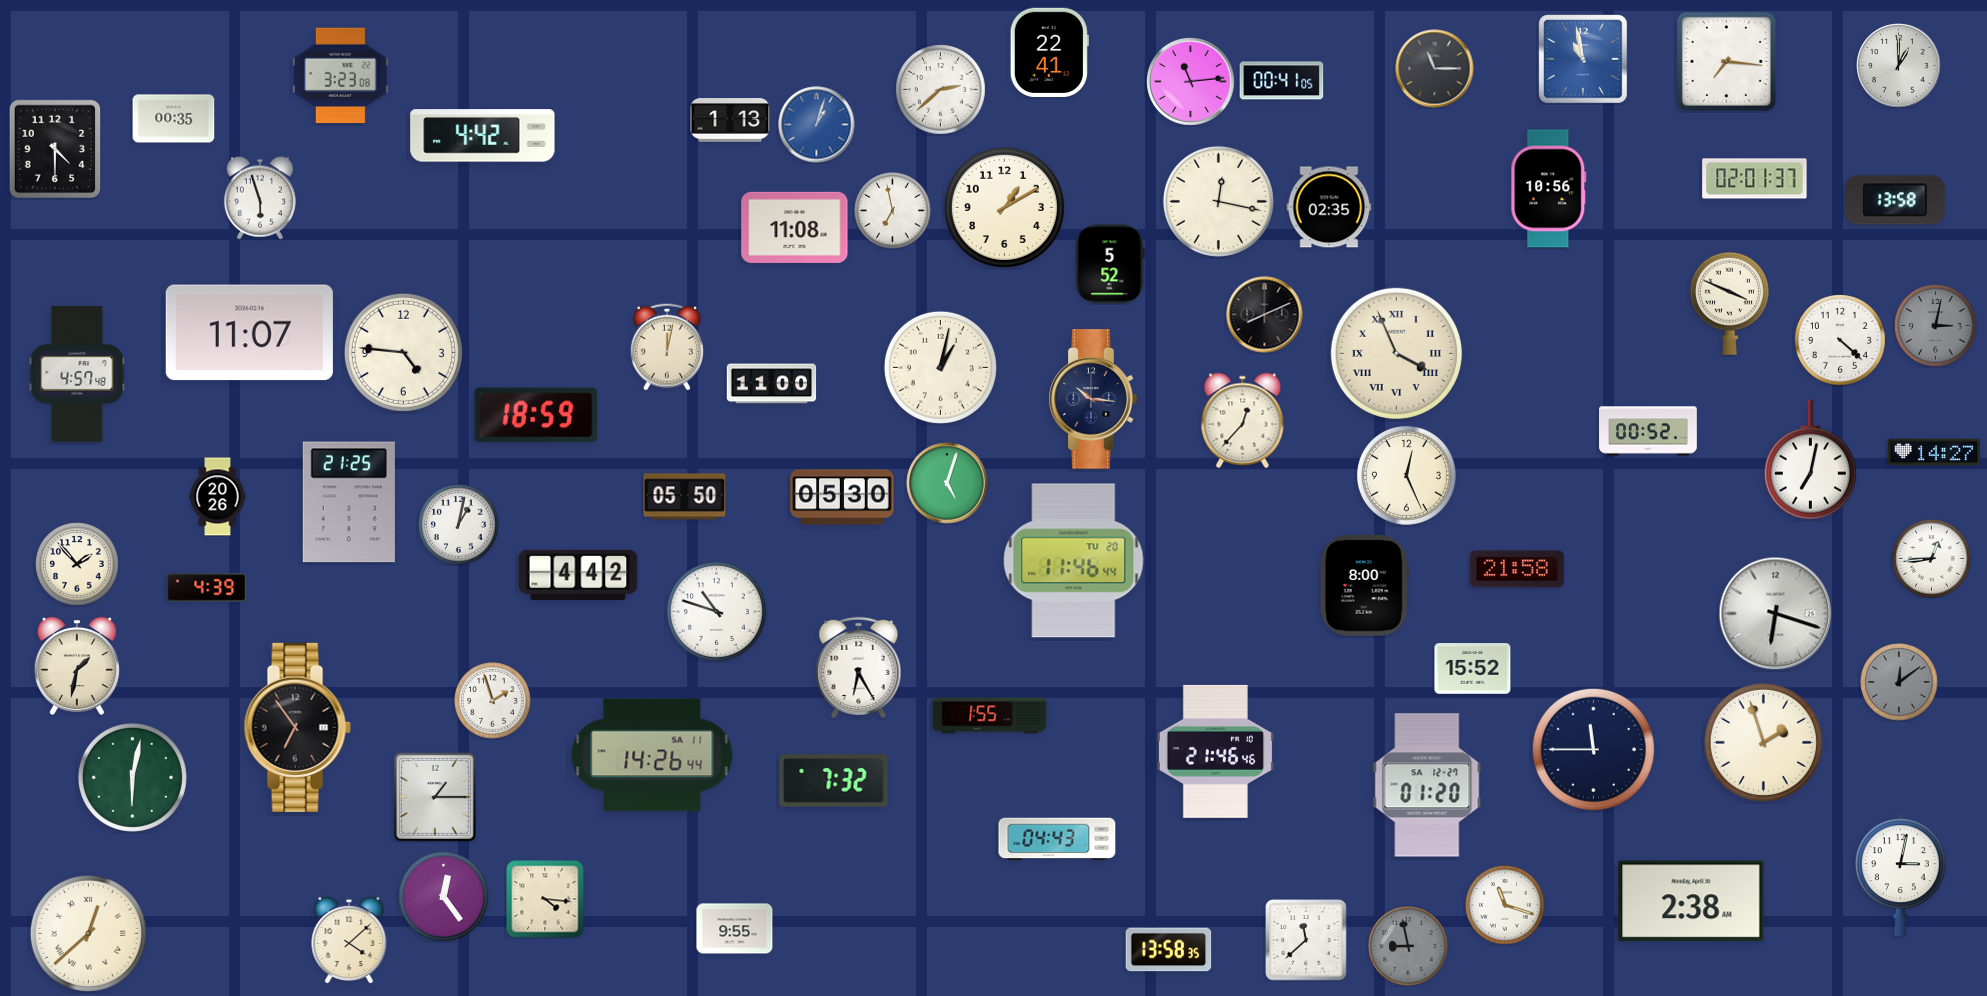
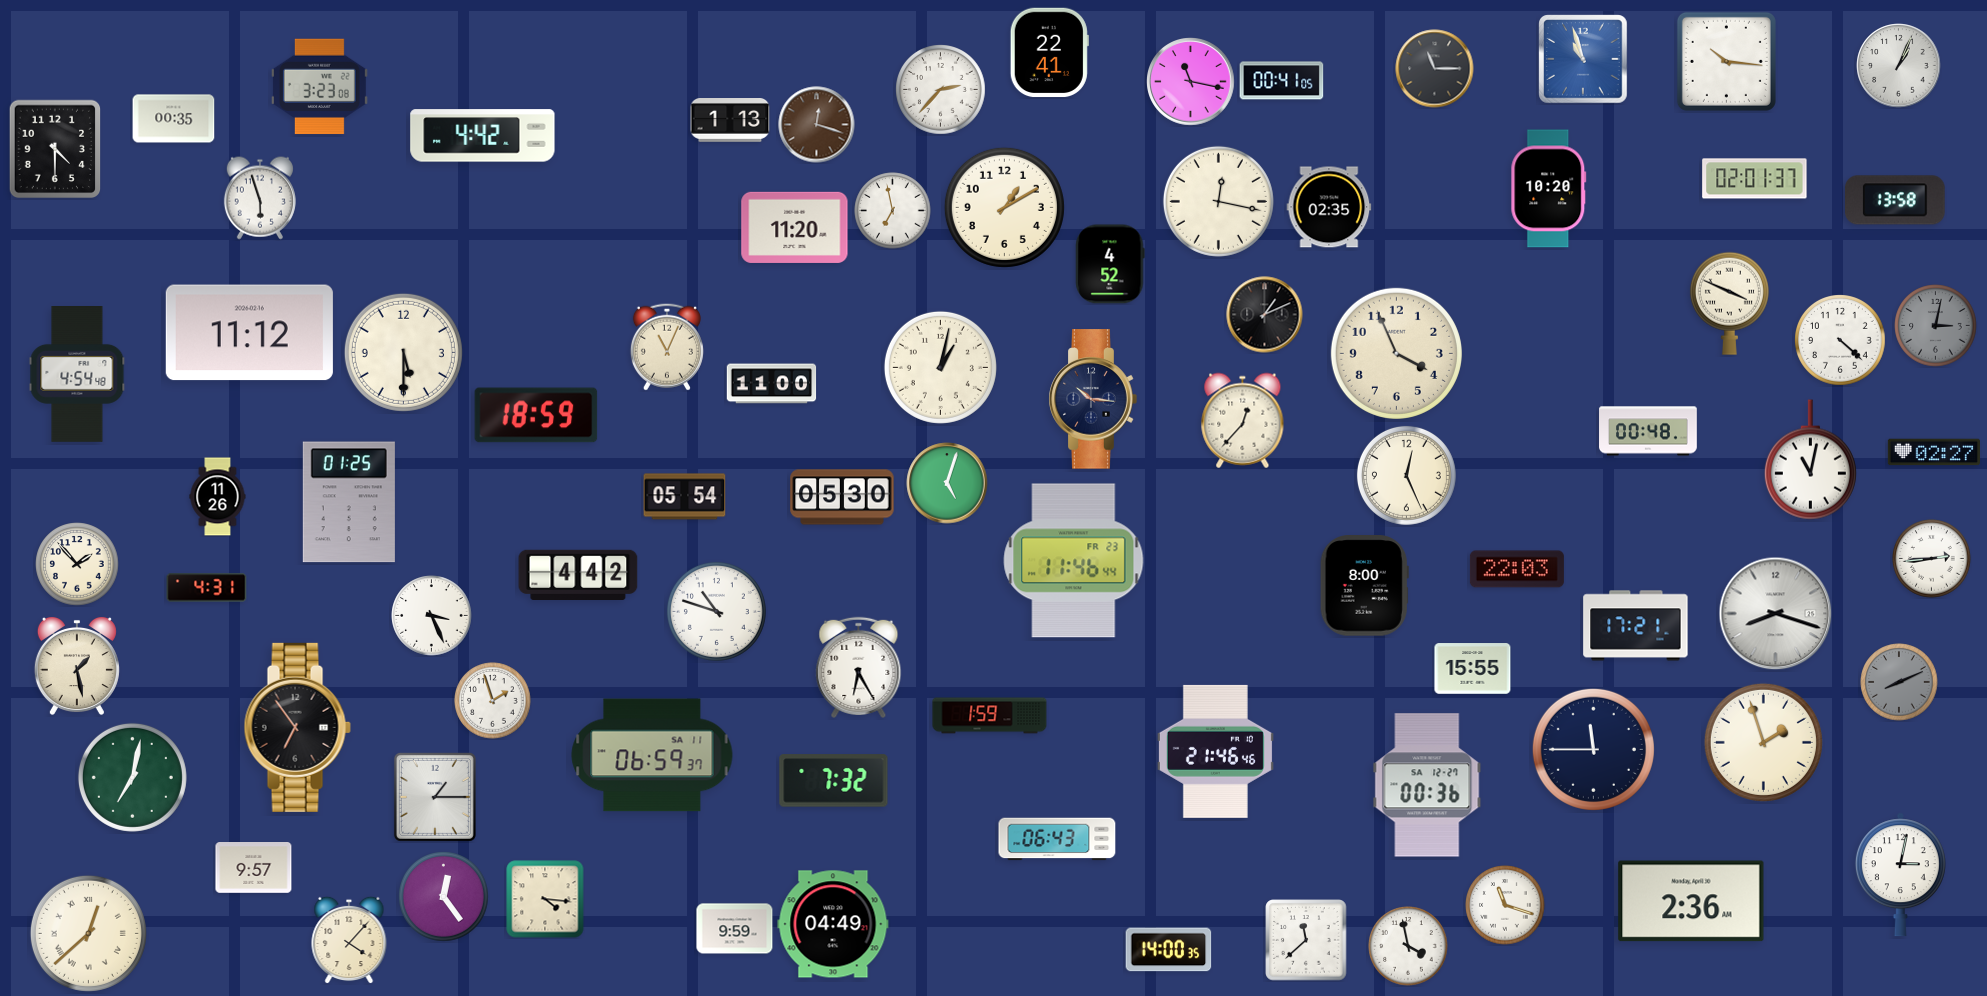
clock at (1583, 59): 10:58 -> 10:57
clock at (1726, 61): 7:16 -> 10:16
clock at (1899, 66): 1:00 -> 1:04
clock at (340, 76) position: (340, 76) -> (319, 87)
clock at (1191, 82): 11:14 -> 11:17
clock at (941, 90): 2:38 -> 2:37
clock at (817, 125): 1:03 -> 12:18
clock at (817, 125) dial: blue -> brown
clock at (1549, 189): 10:56 -> 10:20
clock at (795, 227): 11:08 -> 11:20
clock at (1110, 264): 5:52 -> 4:52
clock at (1265, 315): 8:11 -> 1:11
clock at (249, 333): 11:07 -> 11:12
clock at (667, 347): 12:02 -> 11:04
clock at (403, 352): 4:46 -> 5:30
clock at (1396, 353) numerals: Roman -> Arabic
clock at (77, 375): 4:57 -> 4:54
clock at (1648, 431): 00:52 -> 00:48
clock at (1934, 452): 14:27 -> 02:27
clock at (1810, 460): 7:02 -> 11:02
clock at (218, 497): 20:26 -> 11:26
clock at (685, 497): 05:50 -> 05:54
clock at (349, 502): 21:25 -> 01:25
clock at (459, 525): 1:02 -> none
clock at (1932, 559): 12:44 -> 2:44
clock at (1074, 561) date: TU 20 -> FR 23
clock at (1517, 569): 21:58 -> 22:03
clock at (207, 588): 4:39 -> 4:31
clock at (1776, 614): 6:18 -> 8:18
clock at (432, 616): none -> 3:26
clock at (1636, 626): none -> 17:21
clock at (77, 666): 1:32 -> 1:28
clock at (1473, 669): 15:52 -> 15:55
clock at (1899, 682): 12:09 -> 8:11
clock at (990, 716): 1:55 -> 1:59
clock at (652, 755): 14:26 -> 06:59
clock at (132, 777): 6:02 -> 7:02
clock at (1427, 785): 01:20 -> 00:36
clock at (1057, 839): 04:43 -> 06:43
clock at (254, 868): none -> 9:57
clock at (1691, 901): 2:38 -> 2:36
clock at (833, 924): none -> 04:49
clock at (735, 929): 9:55 -> 9:59
clock at (349, 940): 4:08 -> 4:07
clock at (1408, 946): 8:58 -> 3:58
clock at (1408, 946) dial: grey -> white
clock at (1169, 950): 13:58 -> 14:00
